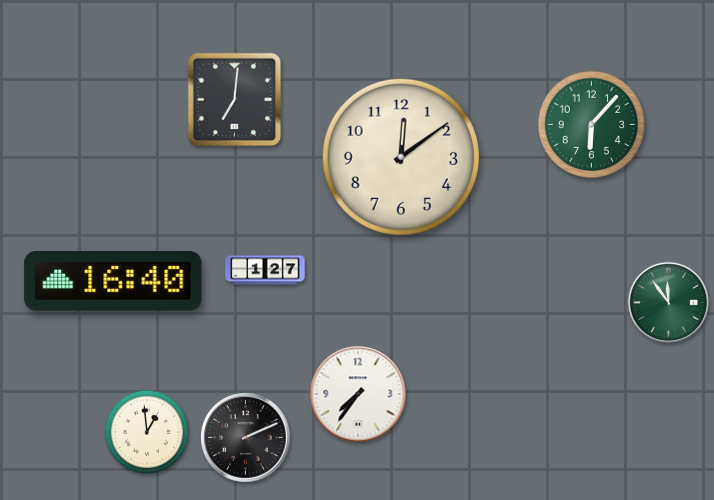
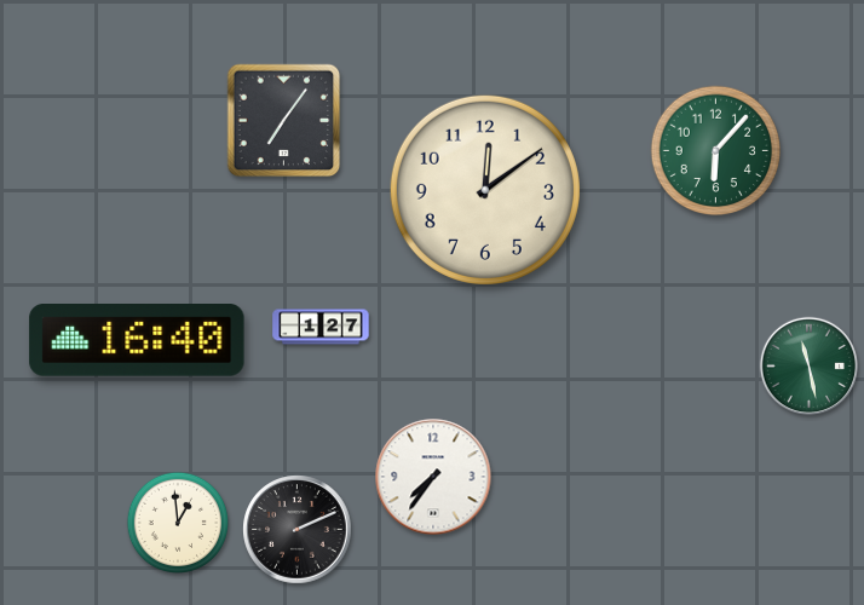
clock at (235, 100): 7:01 -> 7:06
clock at (669, 303): 11:54 -> 11:28
